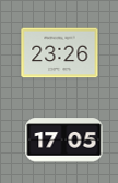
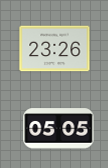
clock at (64, 141): 17:05 -> 05:05
